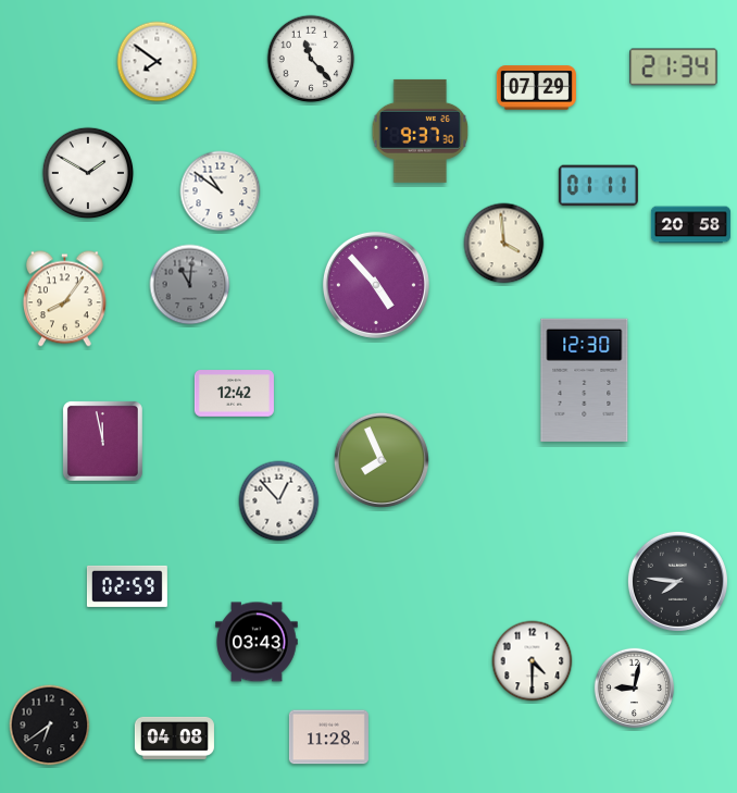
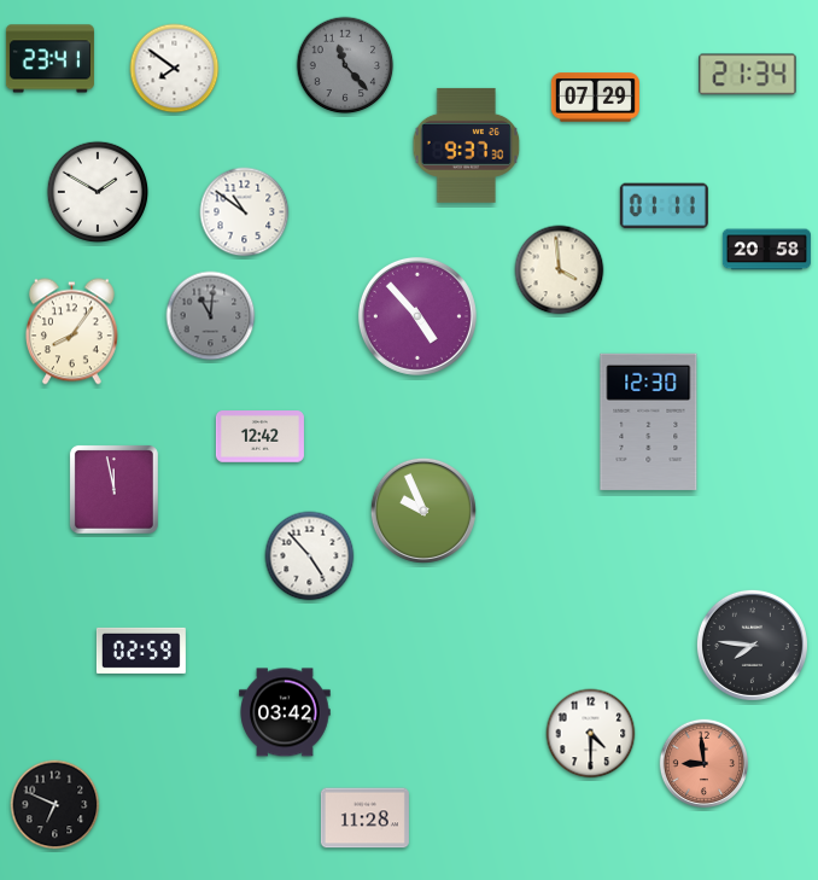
clock at (49, 59): none -> 23:41
clock at (311, 59) dial: white -> grey
clock at (382, 460): 7:56 -> 9:56
clock at (279, 501): 12:53 -> 4:53
clock at (257, 642): 03:43 -> 03:42
clock at (635, 689): 9:02 -> 8:59
clock at (635, 689) dial: white -> salmon
clock at (50, 726): 6:39 -> 6:49
clock at (174, 738): 04:08 -> none
